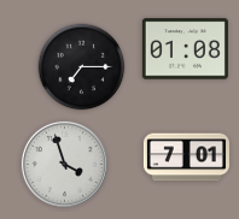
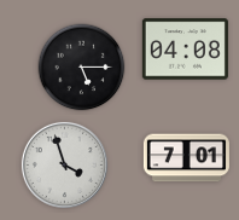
clock at (185, 49): 01:08 -> 04:08
clock at (82, 67): 7:15 -> 5:15
